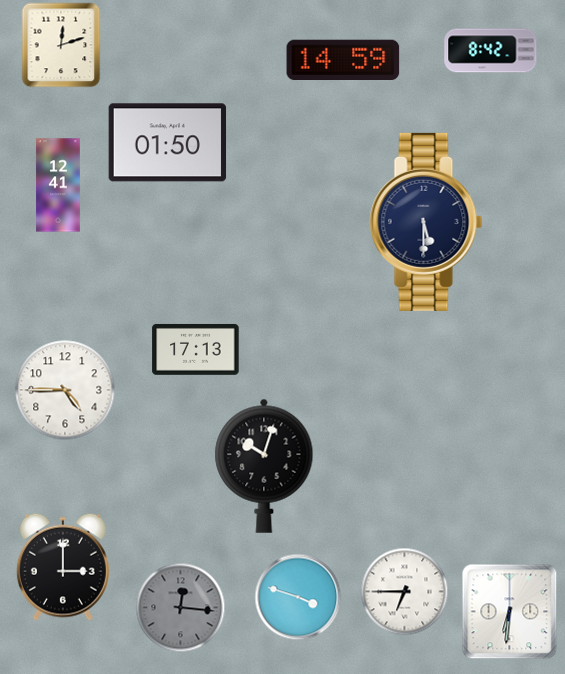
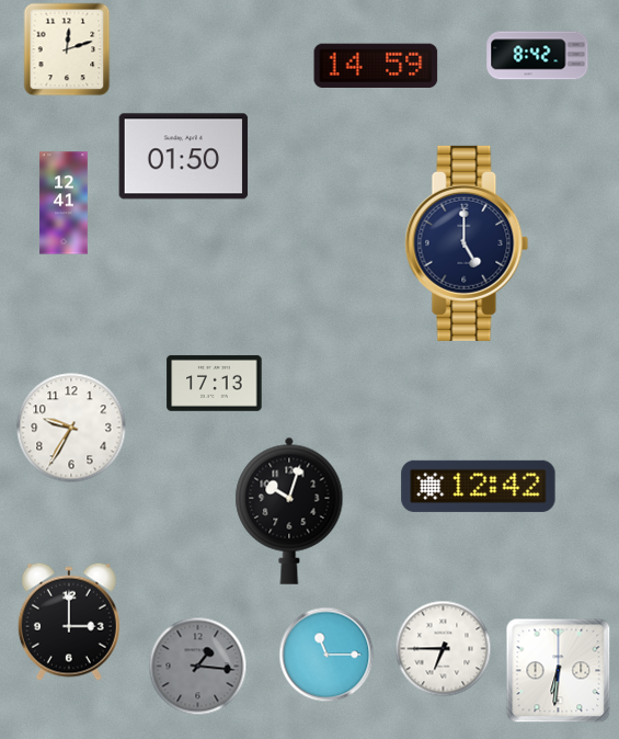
clock at (426, 222): 5:30 -> 5:00
clock at (65, 390): 4:45 -> 9:35
clock at (479, 486): none -> 12:42
clock at (298, 597): 3:48 -> 11:15
clock at (180, 607): 12:16 -> 1:16
